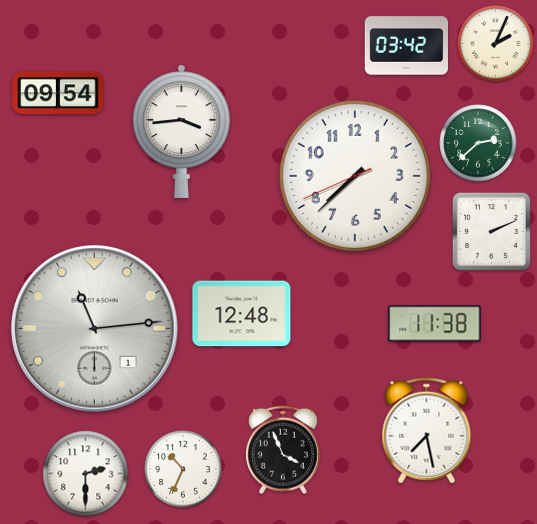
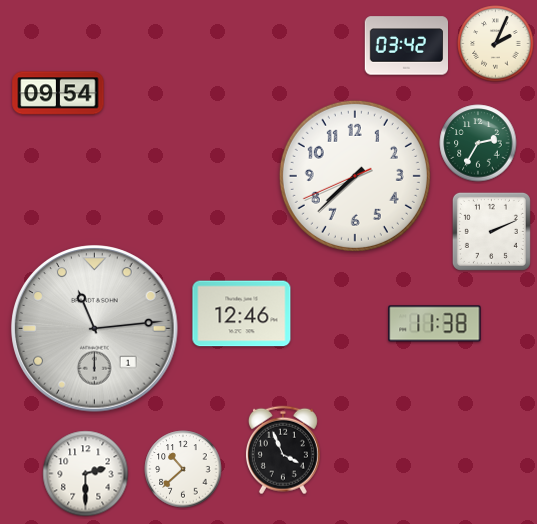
clock at (181, 131): 3:44 -> none
clock at (478, 143): 2:38 -> 2:35
clock at (242, 314): 12:48 -> 12:46
clock at (427, 431): 7:28 -> none
clock at (183, 469): 10:34 -> 10:38
